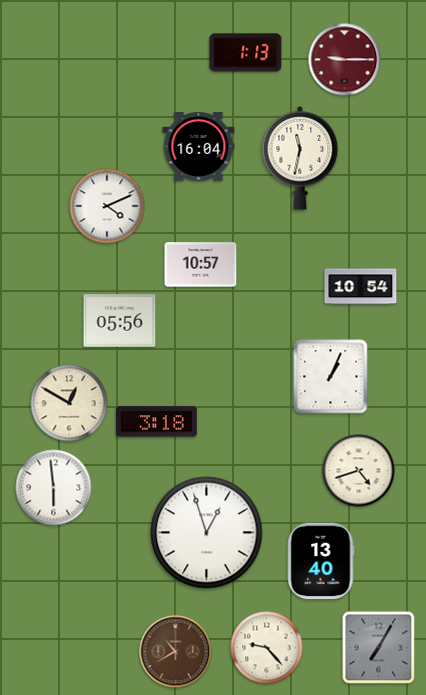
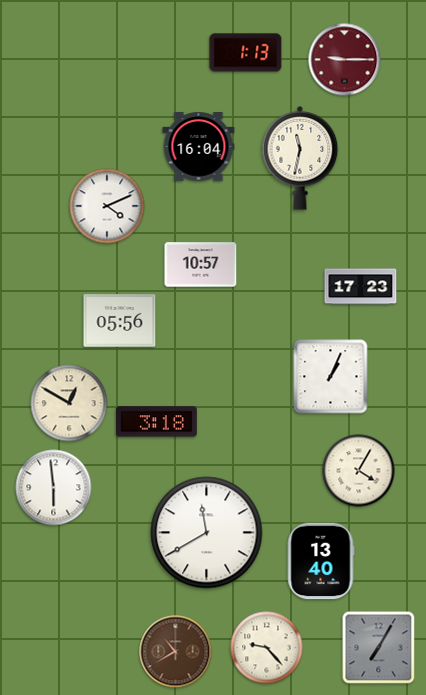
clock at (361, 287): 10:54 -> 17:23
clock at (359, 471): 4:42 -> 4:05
clock at (207, 533): 12:57 -> 11:40
